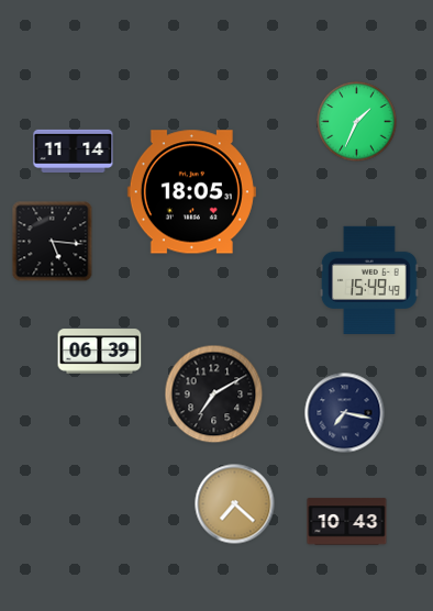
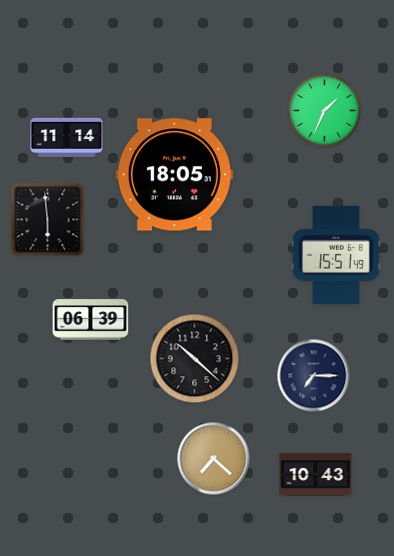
clock at (53, 242): 5:16 -> 5:59
clock at (369, 280): 15:49 -> 15:51
clock at (214, 395): 7:10 -> 10:22
clock at (345, 413): 7:17 -> 7:15
